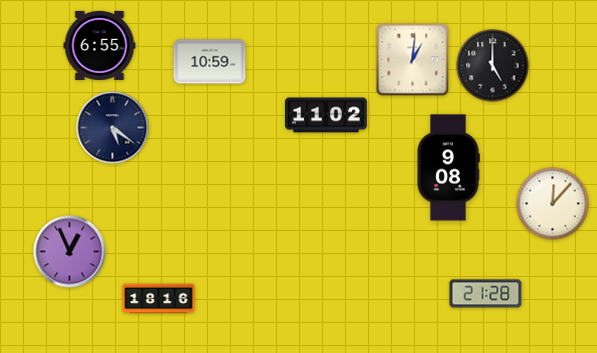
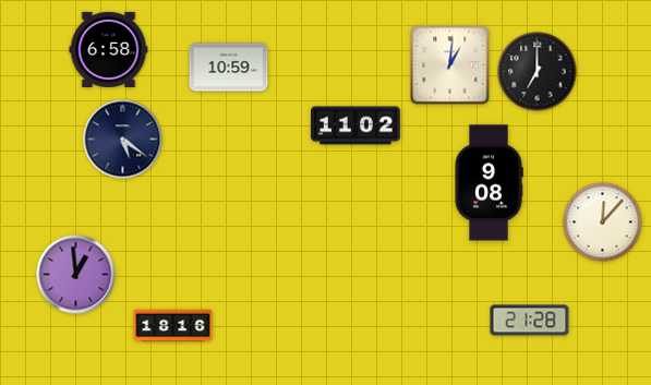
clock at (100, 45): 6:55 -> 6:58
clock at (493, 66): 5:00 -> 7:00
clock at (70, 252): 12:56 -> 12:59
